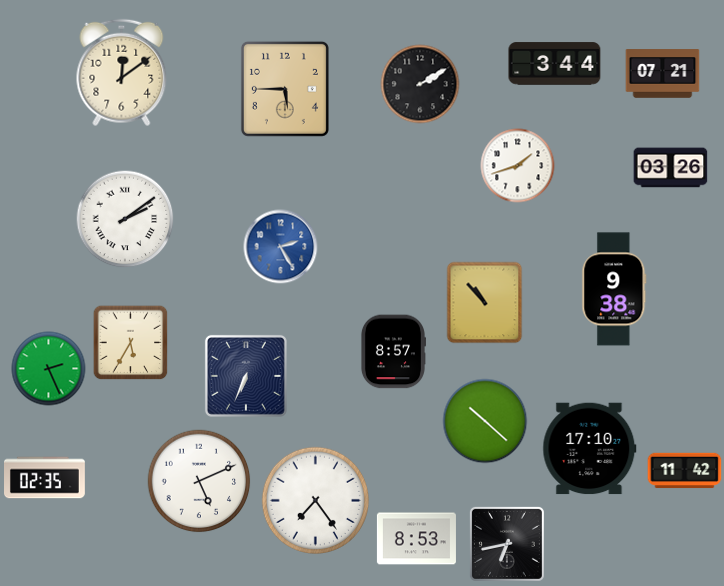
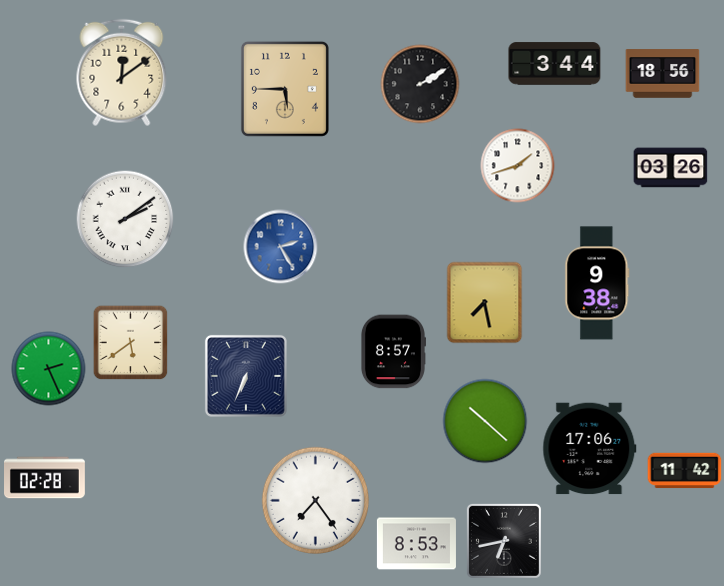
clock at (663, 74): 07:21 -> 18:56
clock at (614, 289) position: (614, 289) -> (597, 283)
clock at (485, 303): 10:53 -> 7:28
clock at (131, 343): 5:35 -> 5:39
clock at (590, 449): 17:10 -> 17:06
clock at (45, 478): 02:35 -> 02:28
clock at (199, 481): 5:11 -> none
clock at (416, 539) position: (416, 539) -> (416, 544)
clock at (507, 544) position: (507, 544) -> (504, 541)
